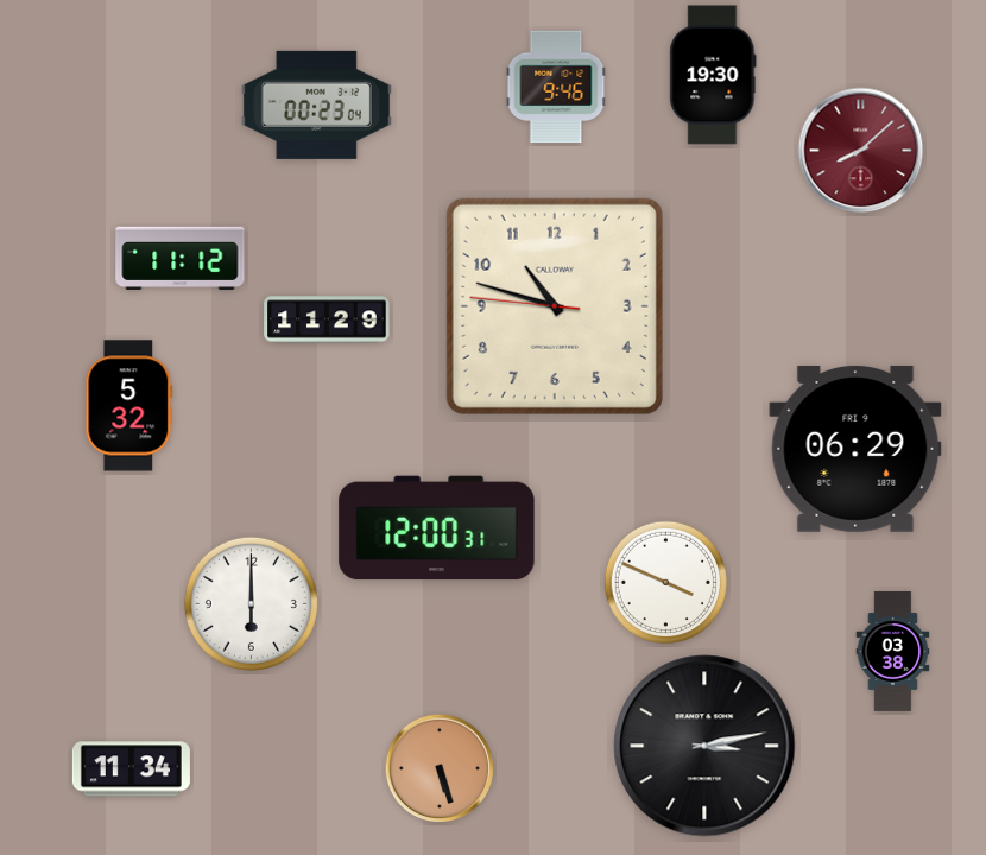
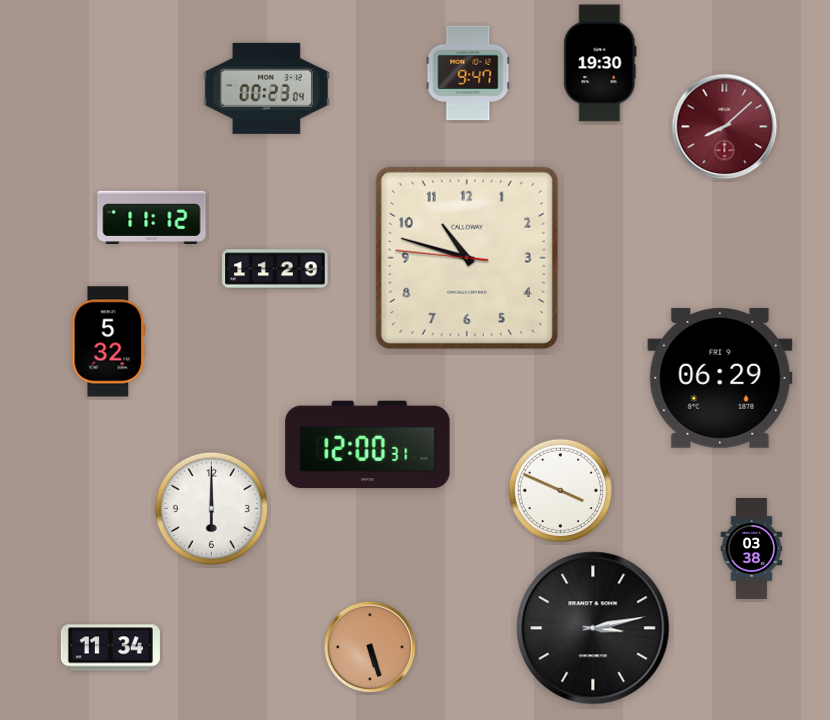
clock at (556, 87): 9:46 -> 9:47
